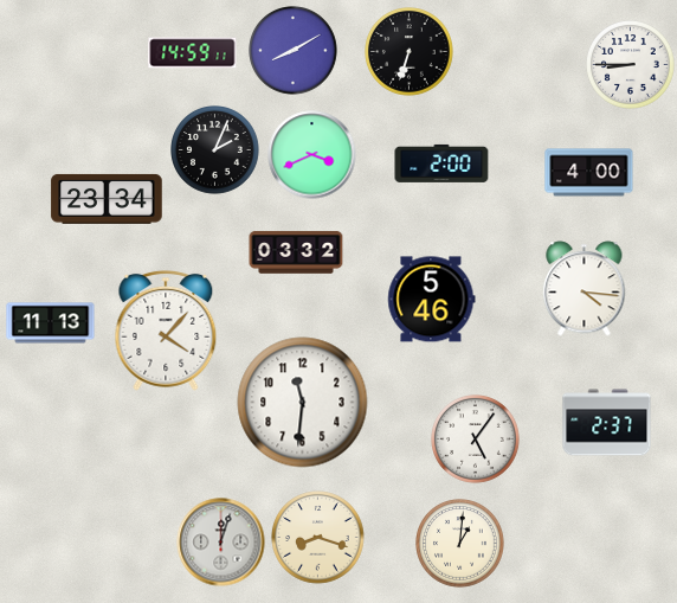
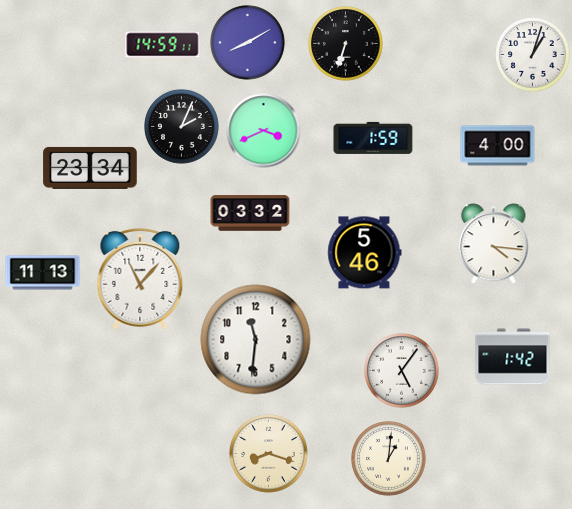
clock at (631, 65): 8:45 -> 1:03
clock at (441, 163): 2:00 -> 1:59
clock at (166, 331): 4:07 -> 11:07
clock at (607, 423): 2:37 -> 1:42
clock at (221, 543): 12:03 -> none
